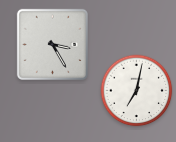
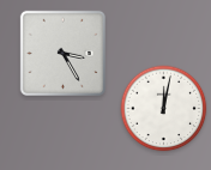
clock at (137, 91): 7:02 -> 12:02
